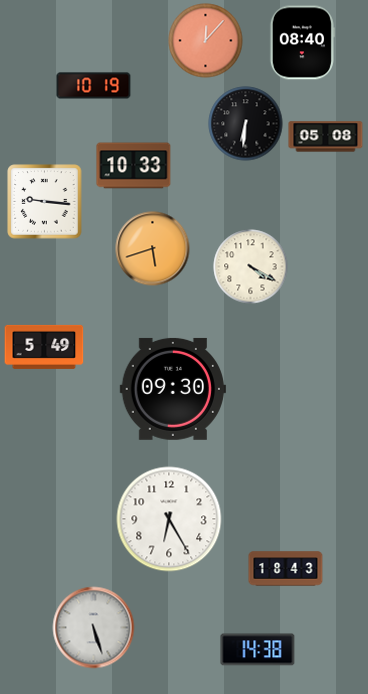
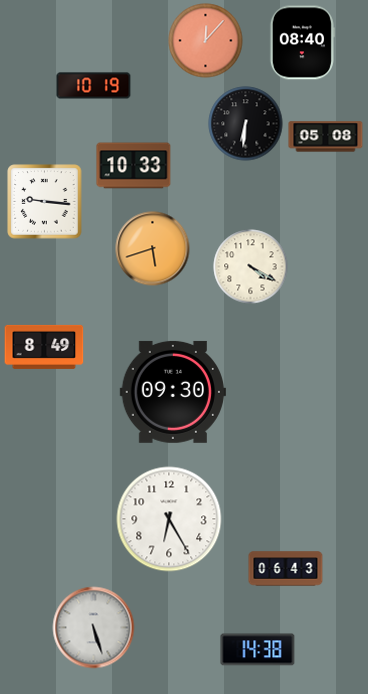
clock at (44, 347): 5:49 -> 8:49
clock at (173, 389) position: (173, 389) -> (173, 392)
clock at (286, 569): 18:43 -> 06:43
